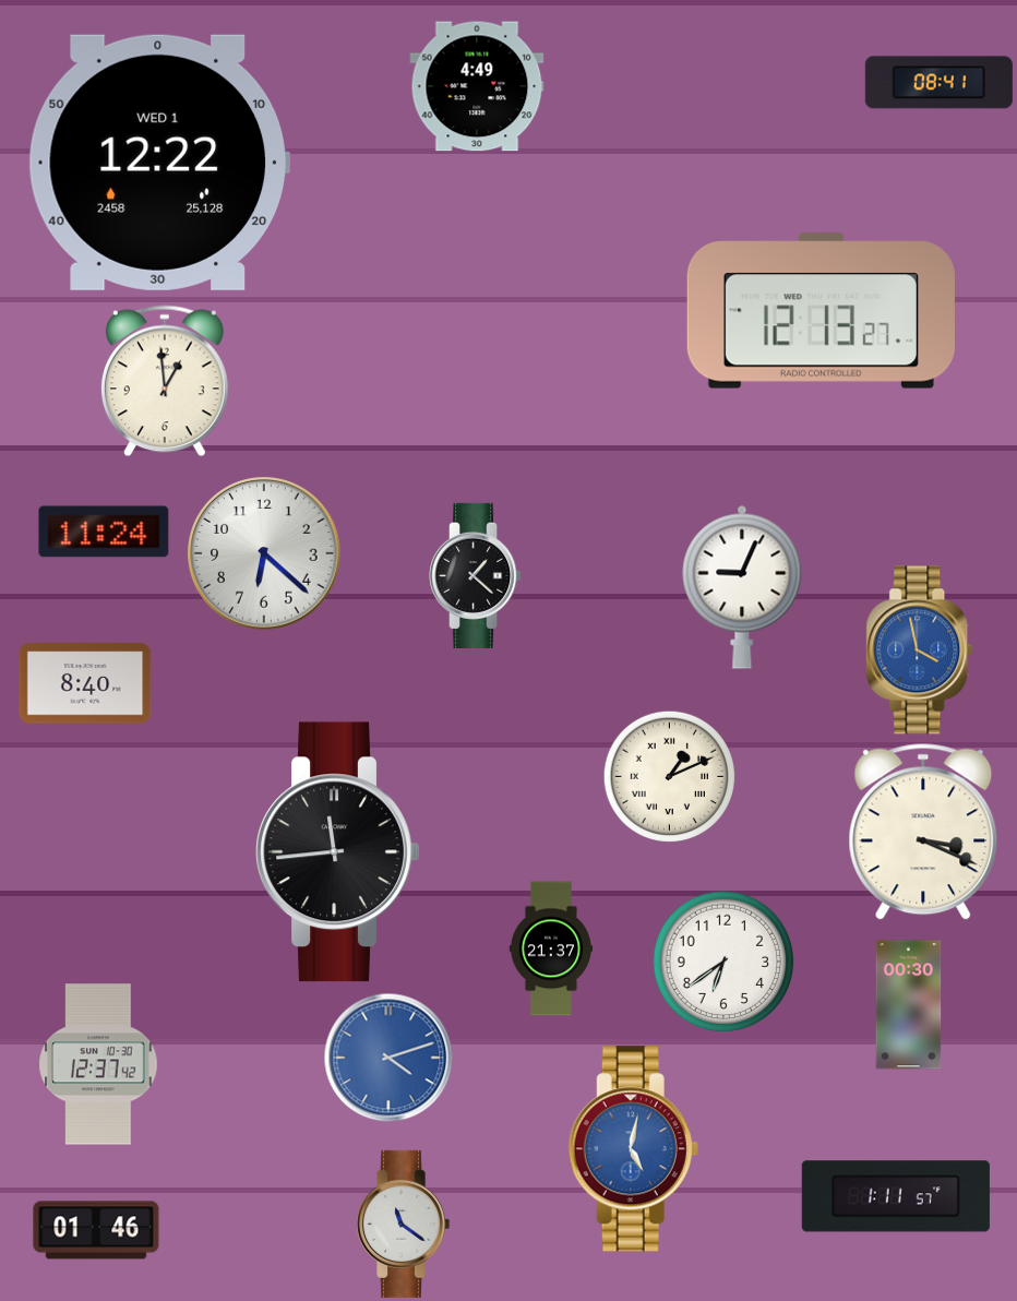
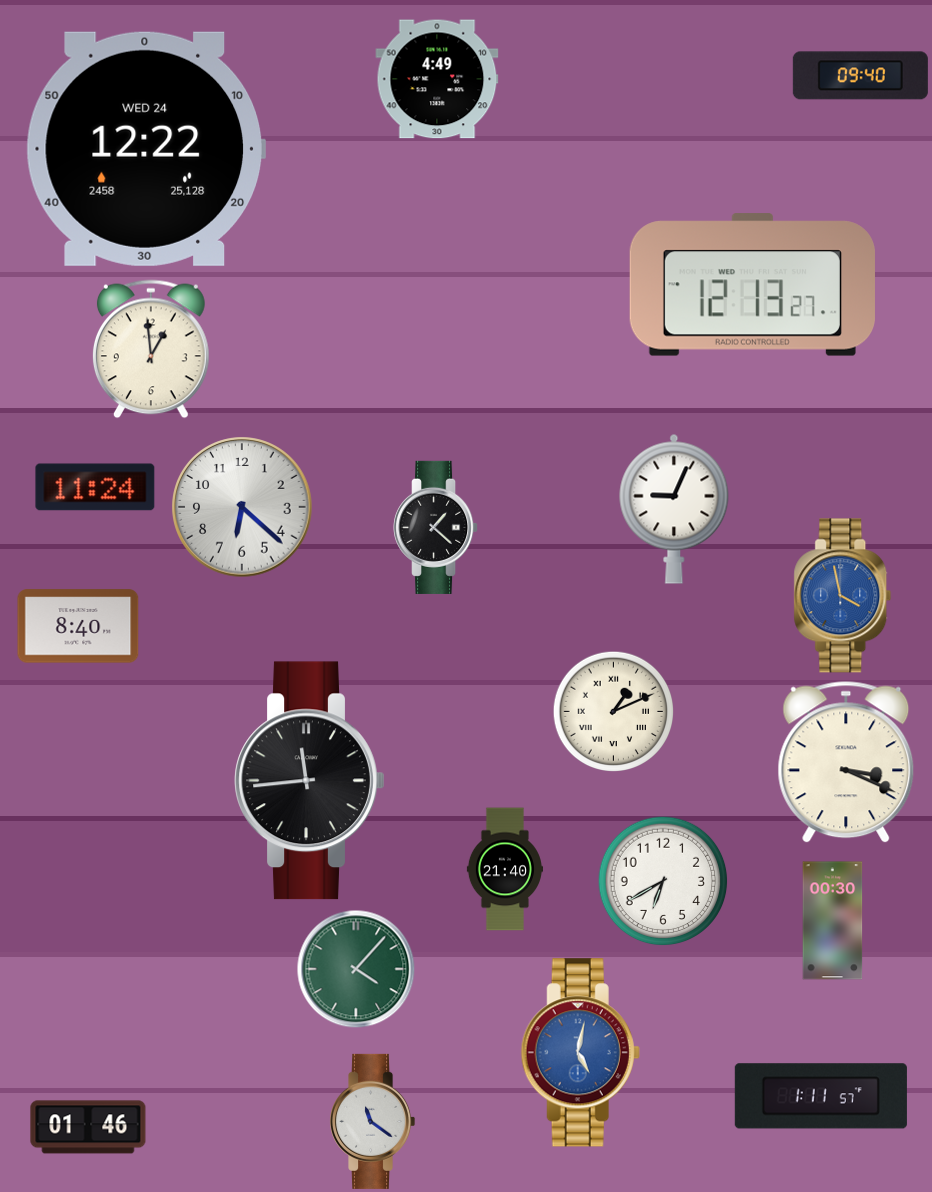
clock at (938, 83): 08:41 -> 09:40
clock at (158, 163) date: WED 1 -> WED 24
clock at (742, 587) position: (742, 587) -> (674, 509)
clock at (551, 948): 21:37 -> 21:40
clock at (723, 962): 6:39 -> 6:40
clock at (388, 1058): 4:12 -> 4:07
clock at (388, 1058) dial: blue -> green
clock at (98, 1064): 12:37 -> none
clock at (404, 1224) position: (404, 1224) -> (373, 1121)
